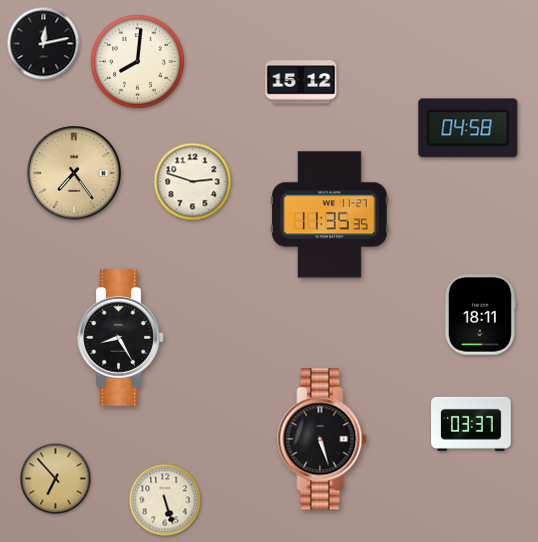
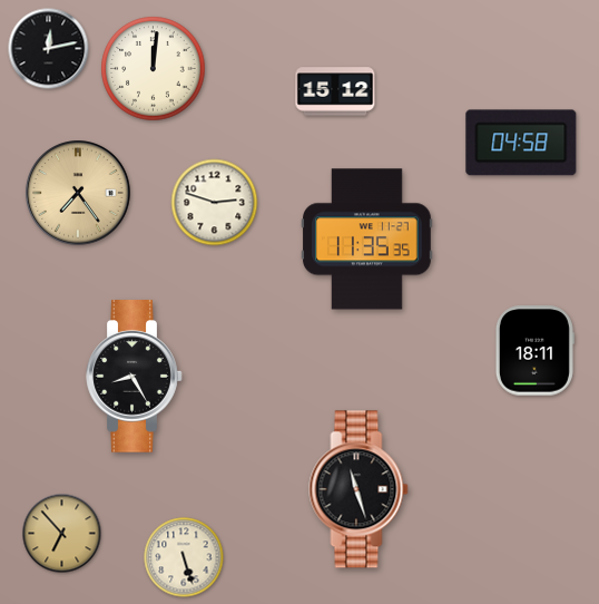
clock at (138, 62): 8:01 -> 12:01
clock at (74, 173) position: (74, 173) -> (78, 193)
clock at (471, 424): 03:37 -> none
clock at (322, 439): 5:27 -> 11:27
